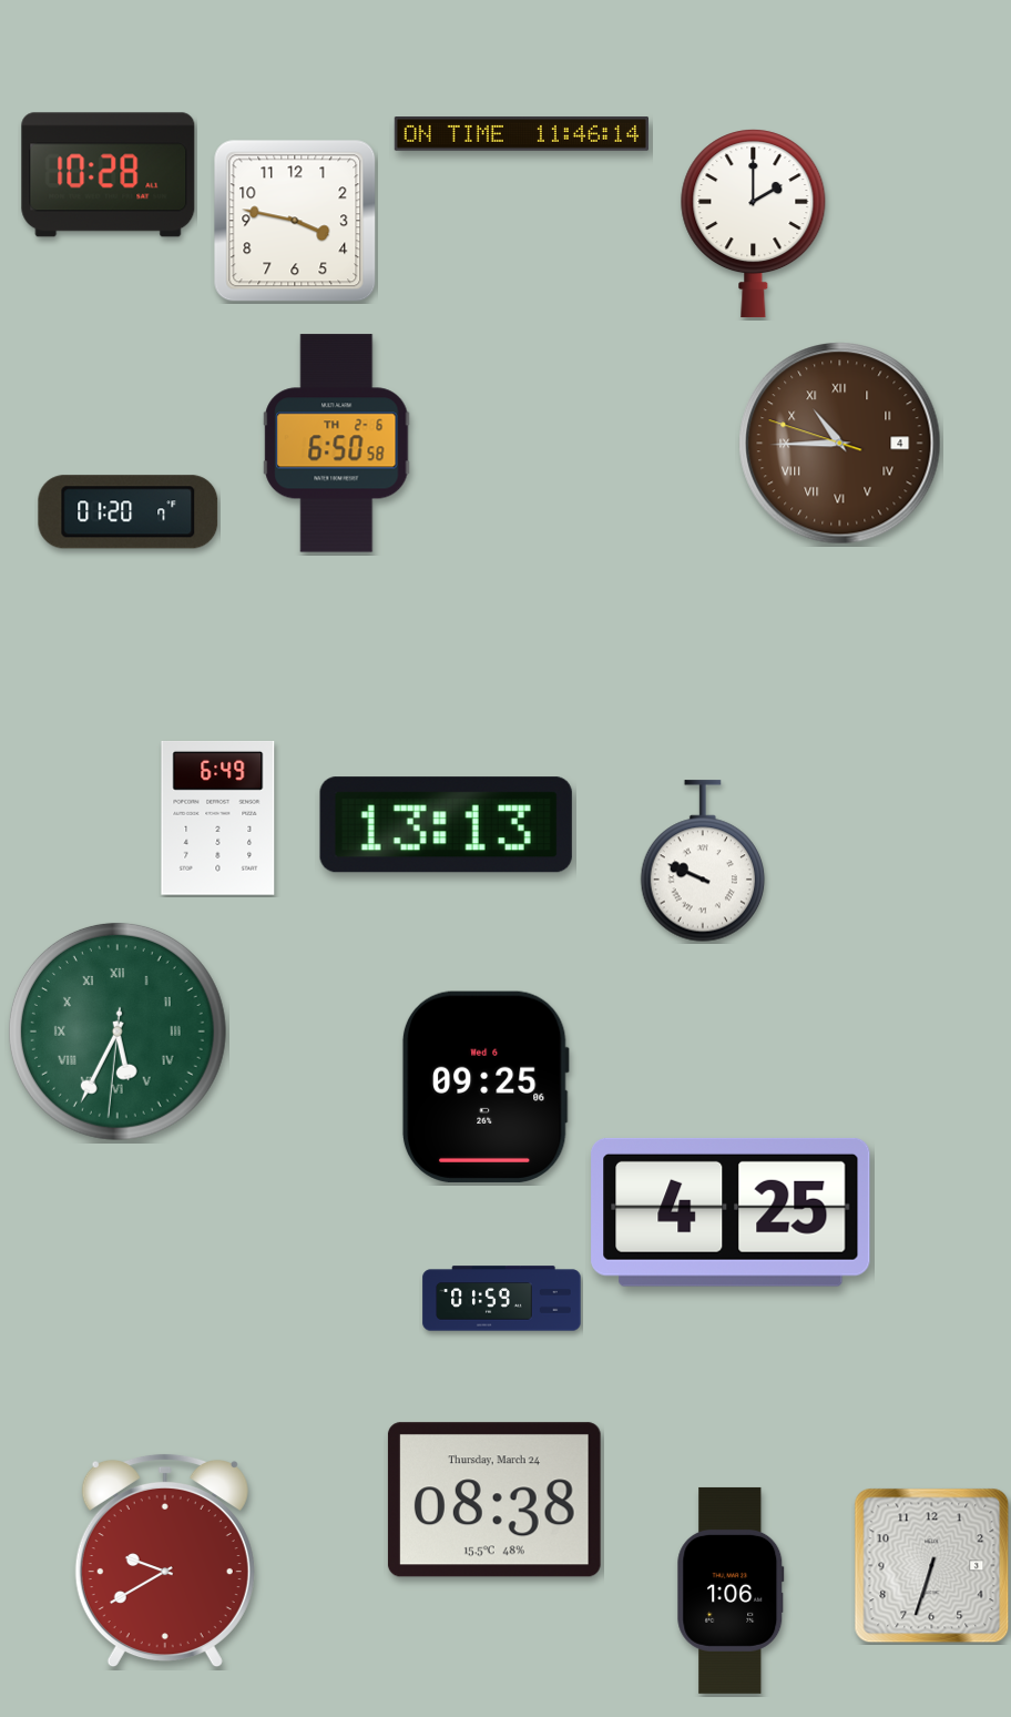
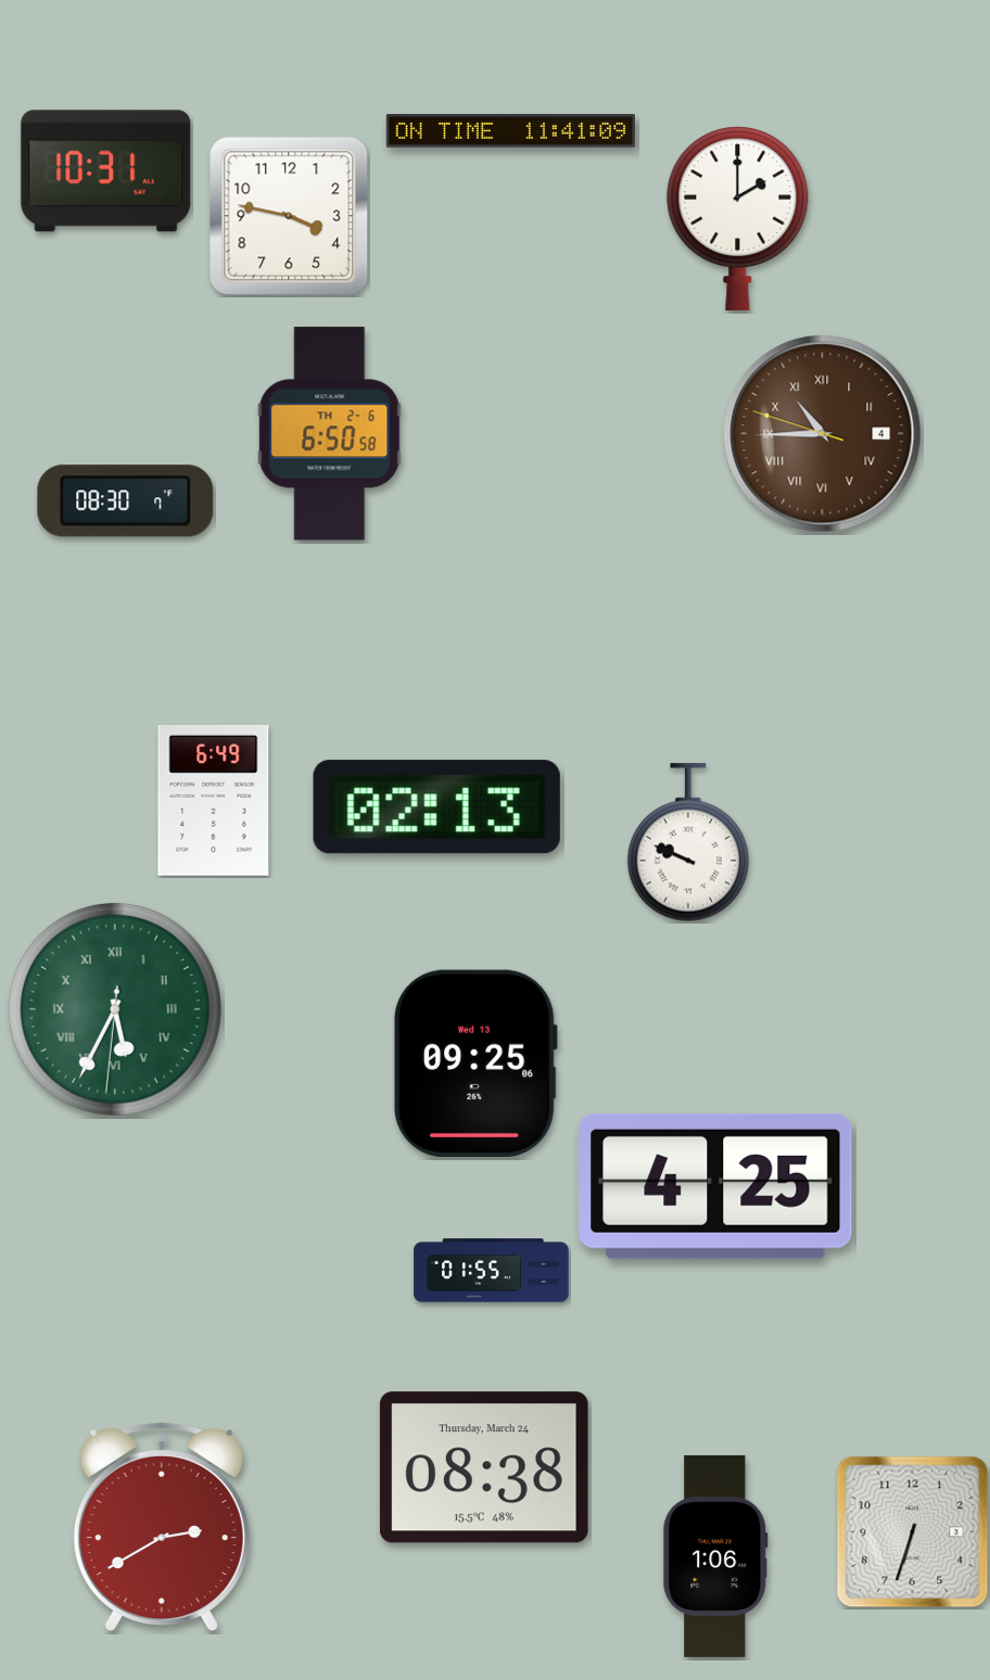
clock at (521, 134): 11:46 -> 11:41
clock at (109, 175): 10:28 -> 10:31
clock at (129, 512): 01:20 -> 08:30
clock at (446, 825): 13:13 -> 02:13
clock at (486, 1087) date: Wed 6 -> Wed 13
clock at (502, 1299): 01:59 -> 01:55
clock at (165, 1561): 9:40 -> 2:40
